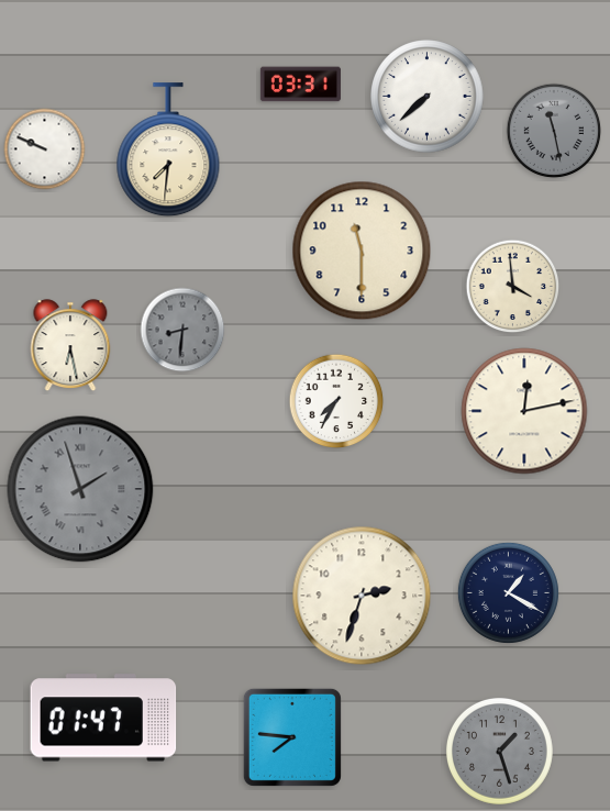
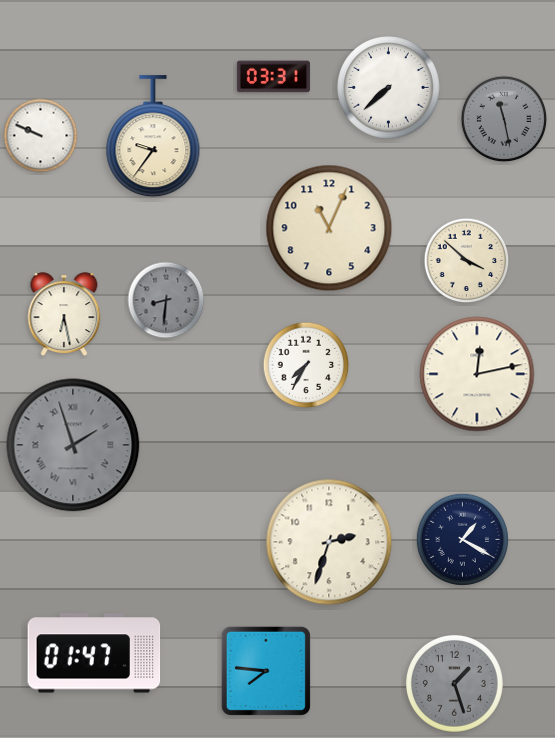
clock at (168, 151): 7:31 -> 9:36
clock at (362, 251): 11:30 -> 11:04
clock at (513, 287): 3:59 -> 3:52
